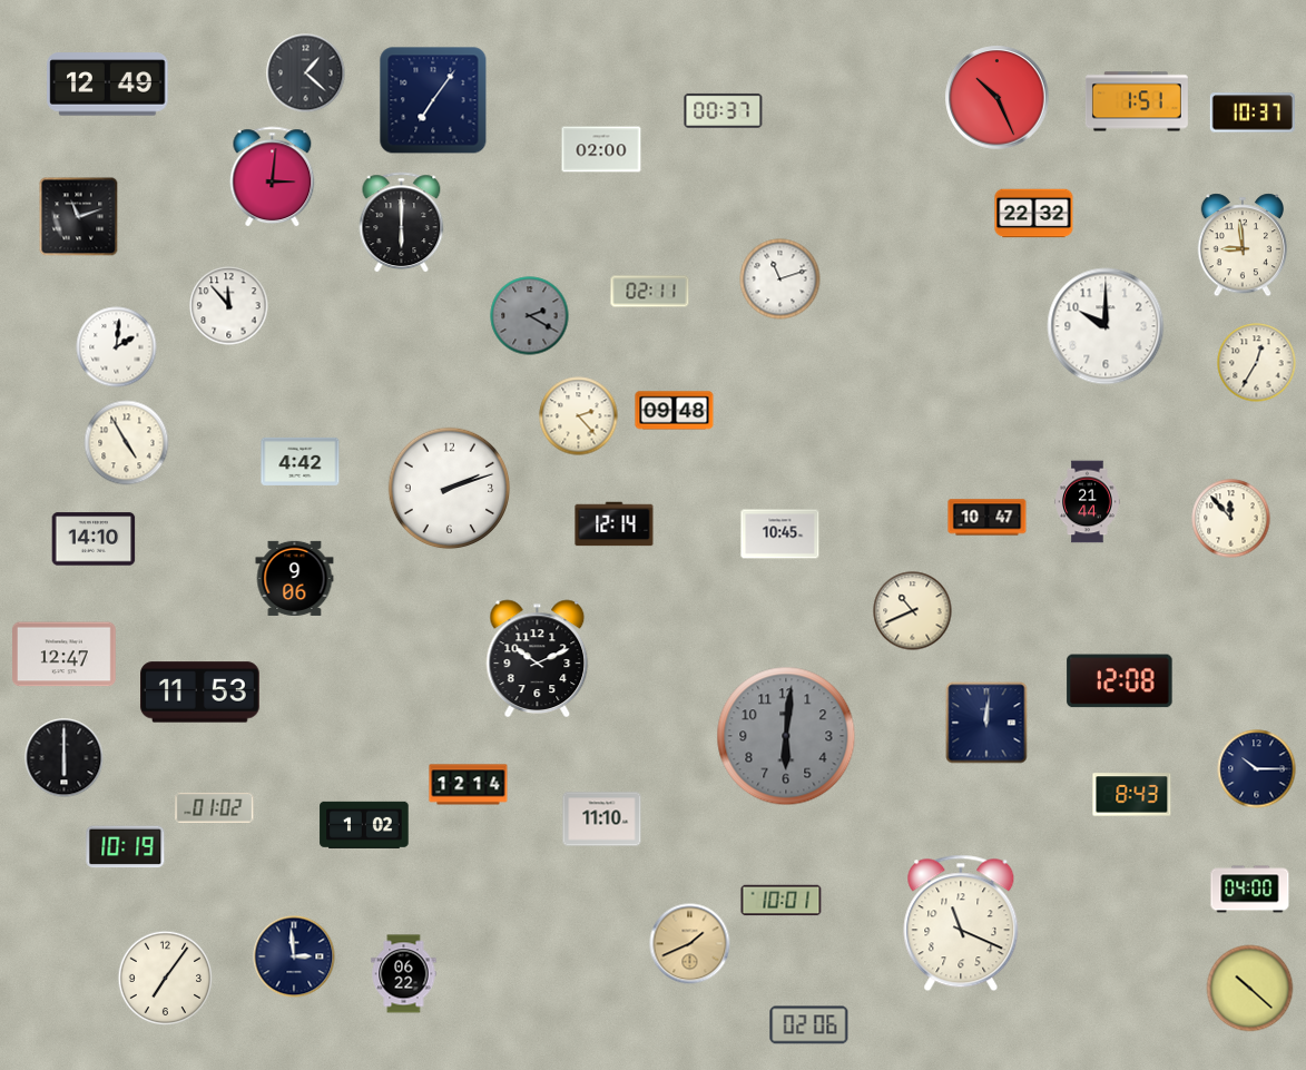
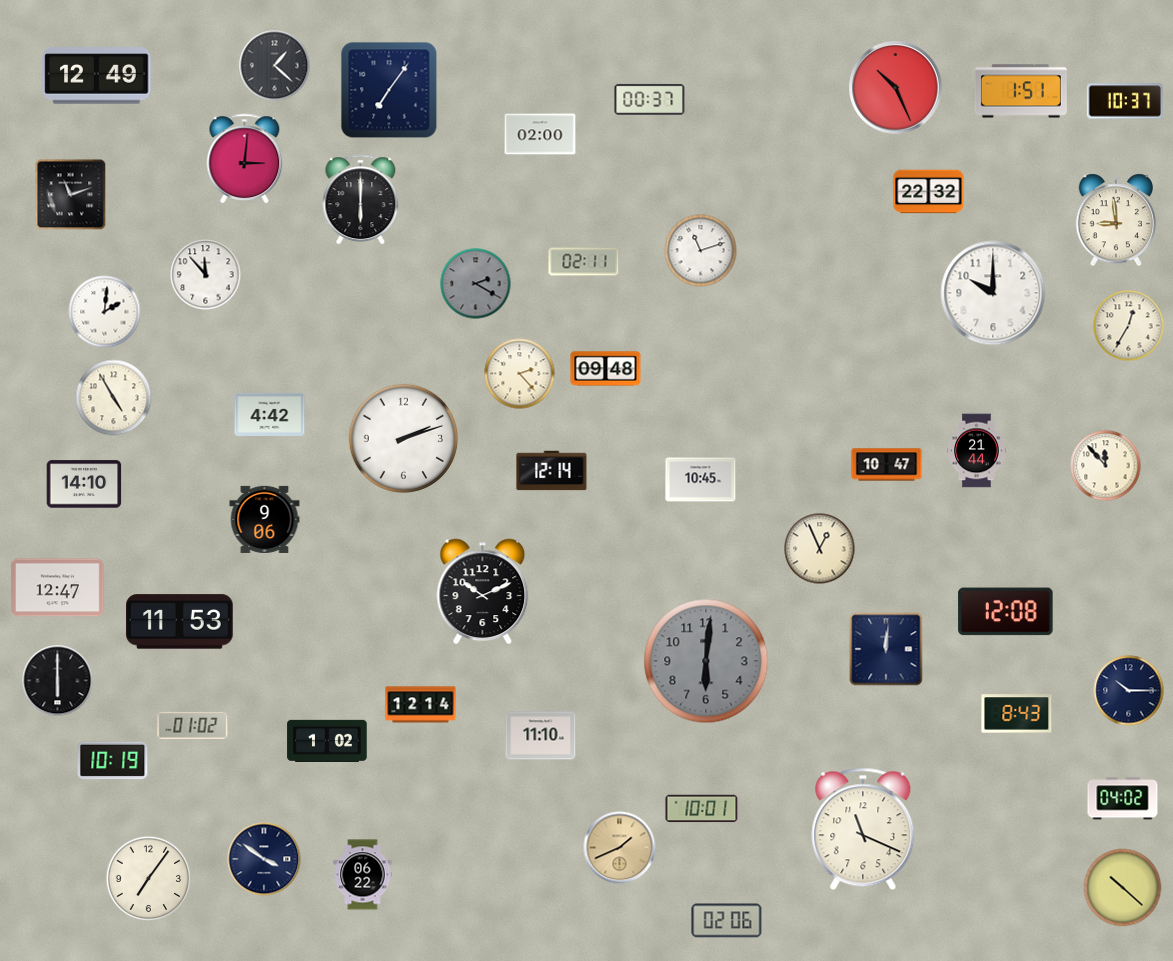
clock at (913, 611): 10:41 -> 12:56
clock at (1250, 890): 04:00 -> 04:02
clock at (294, 956): 2:59 -> 3:51
